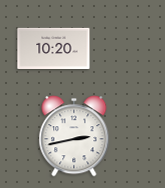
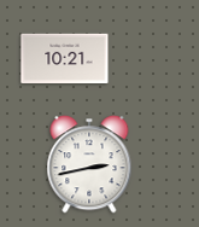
clock at (54, 48): 10:20 -> 10:21
